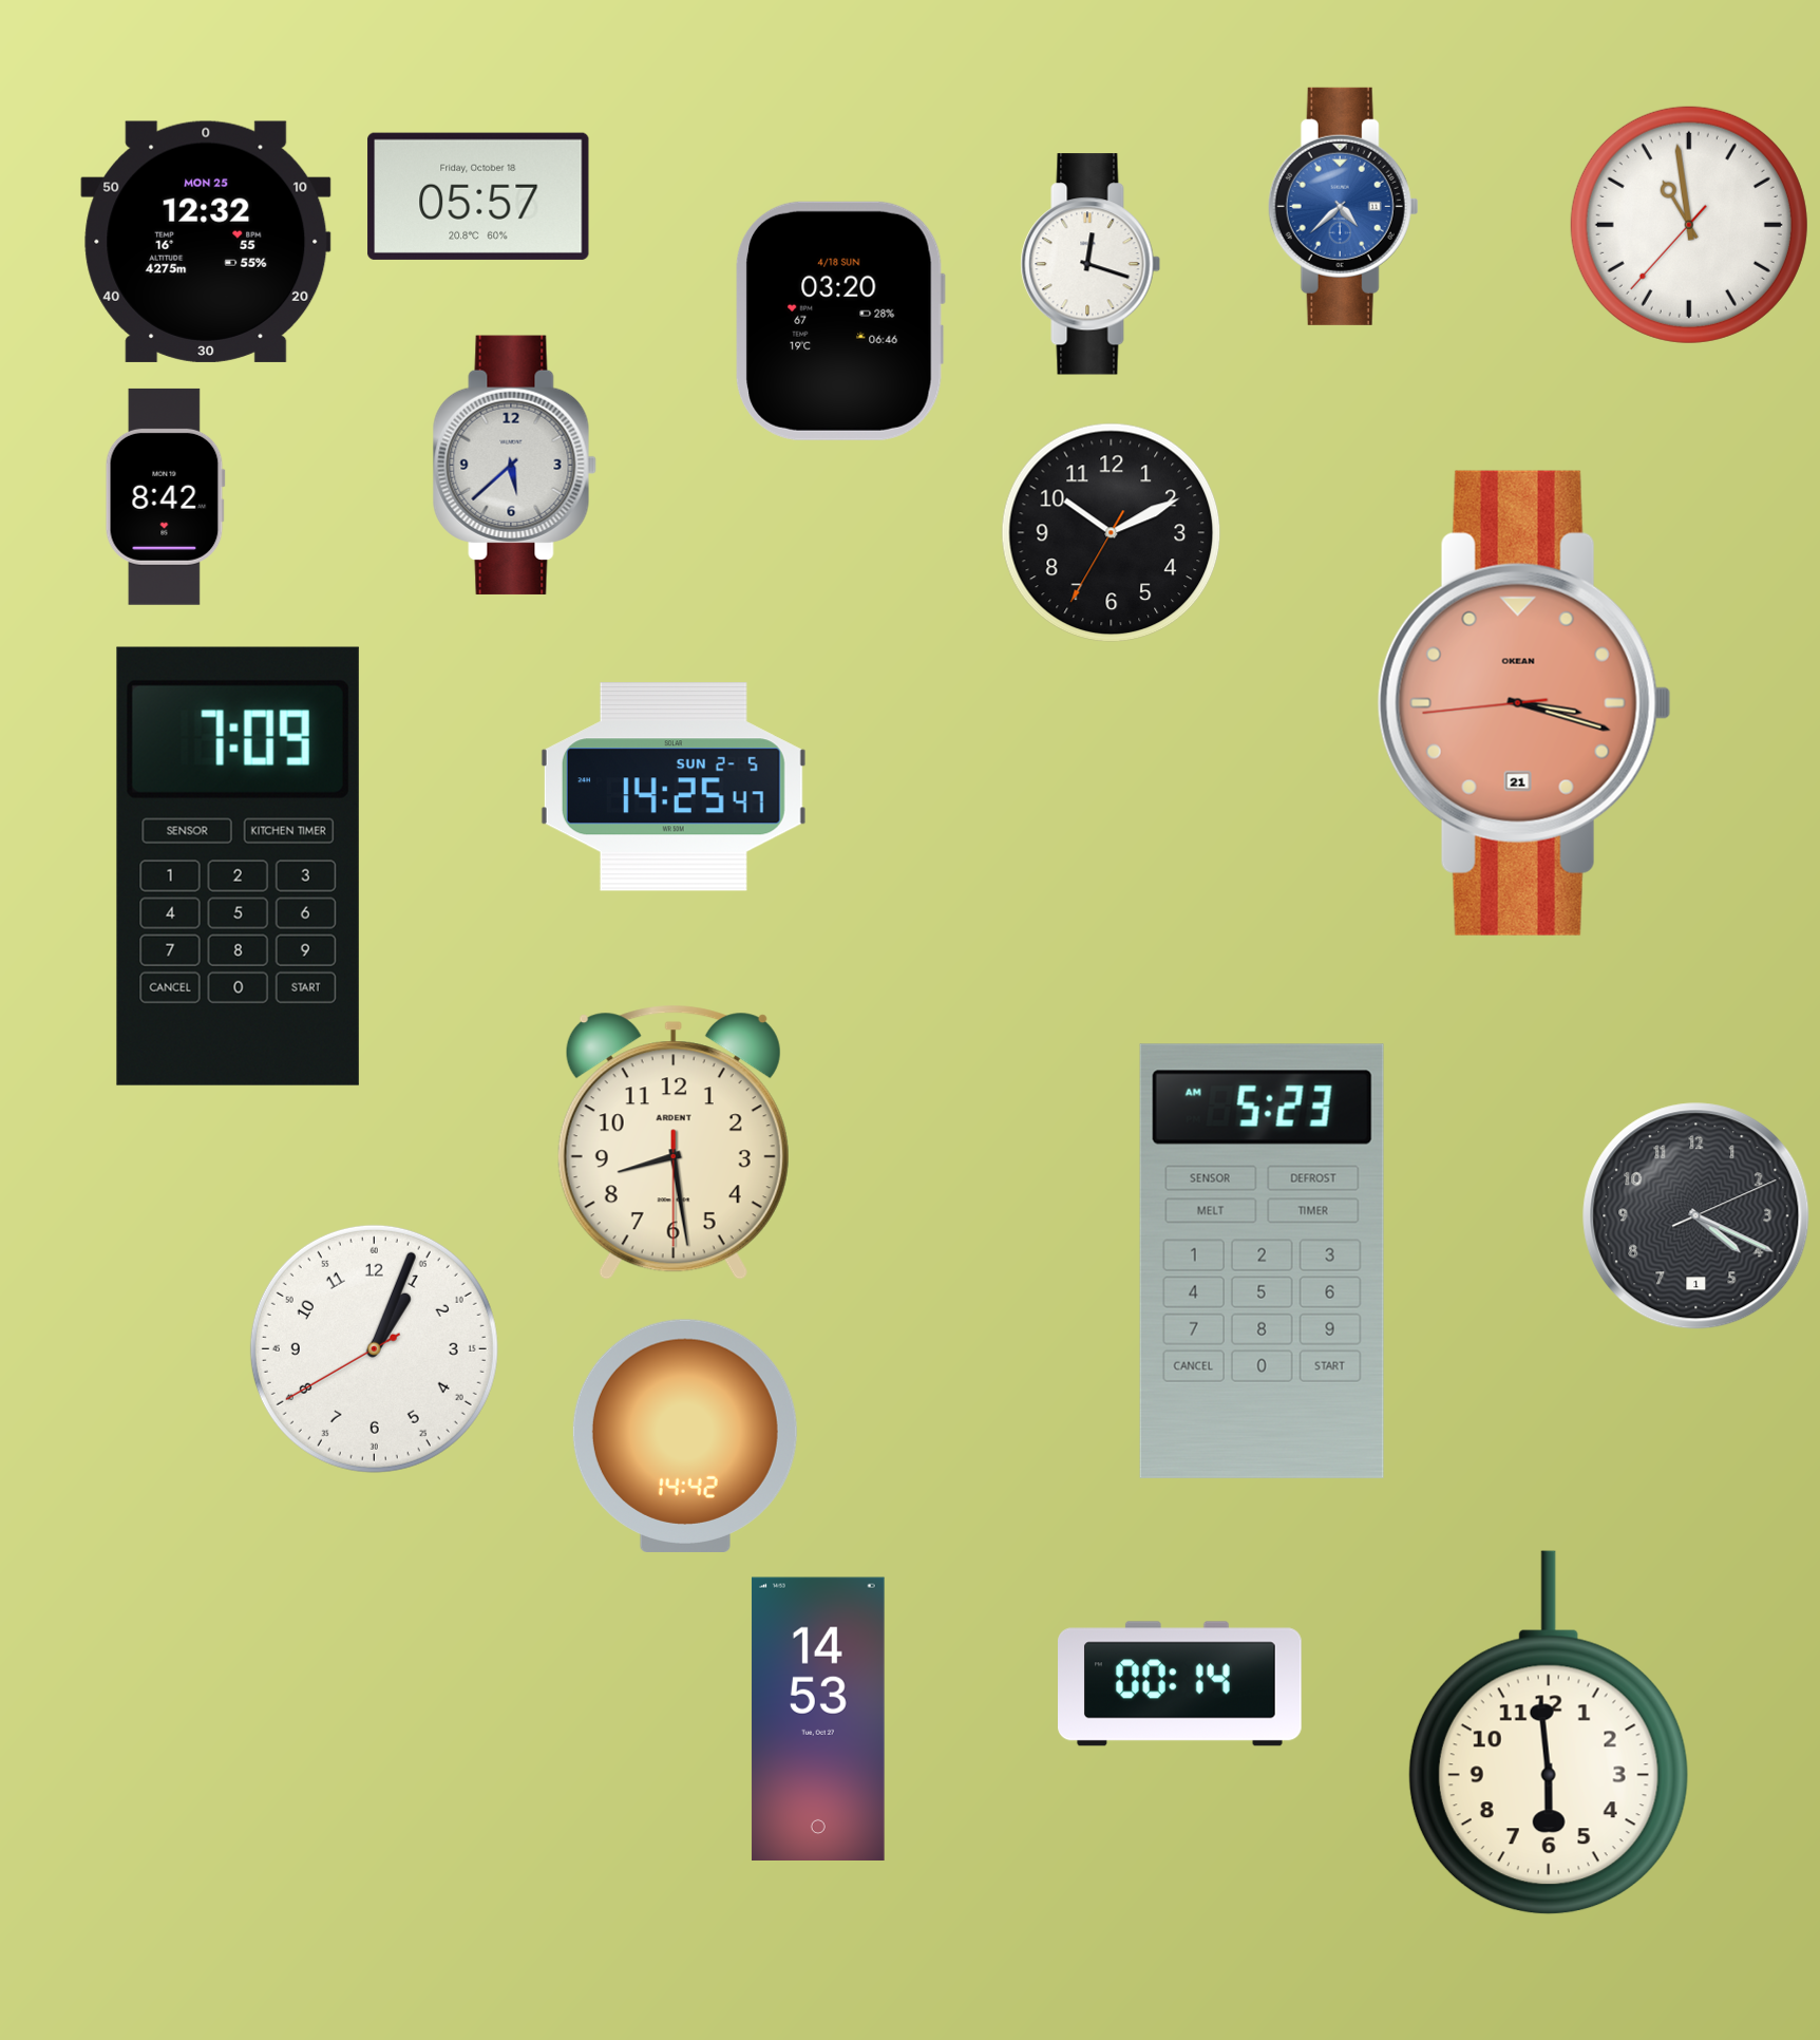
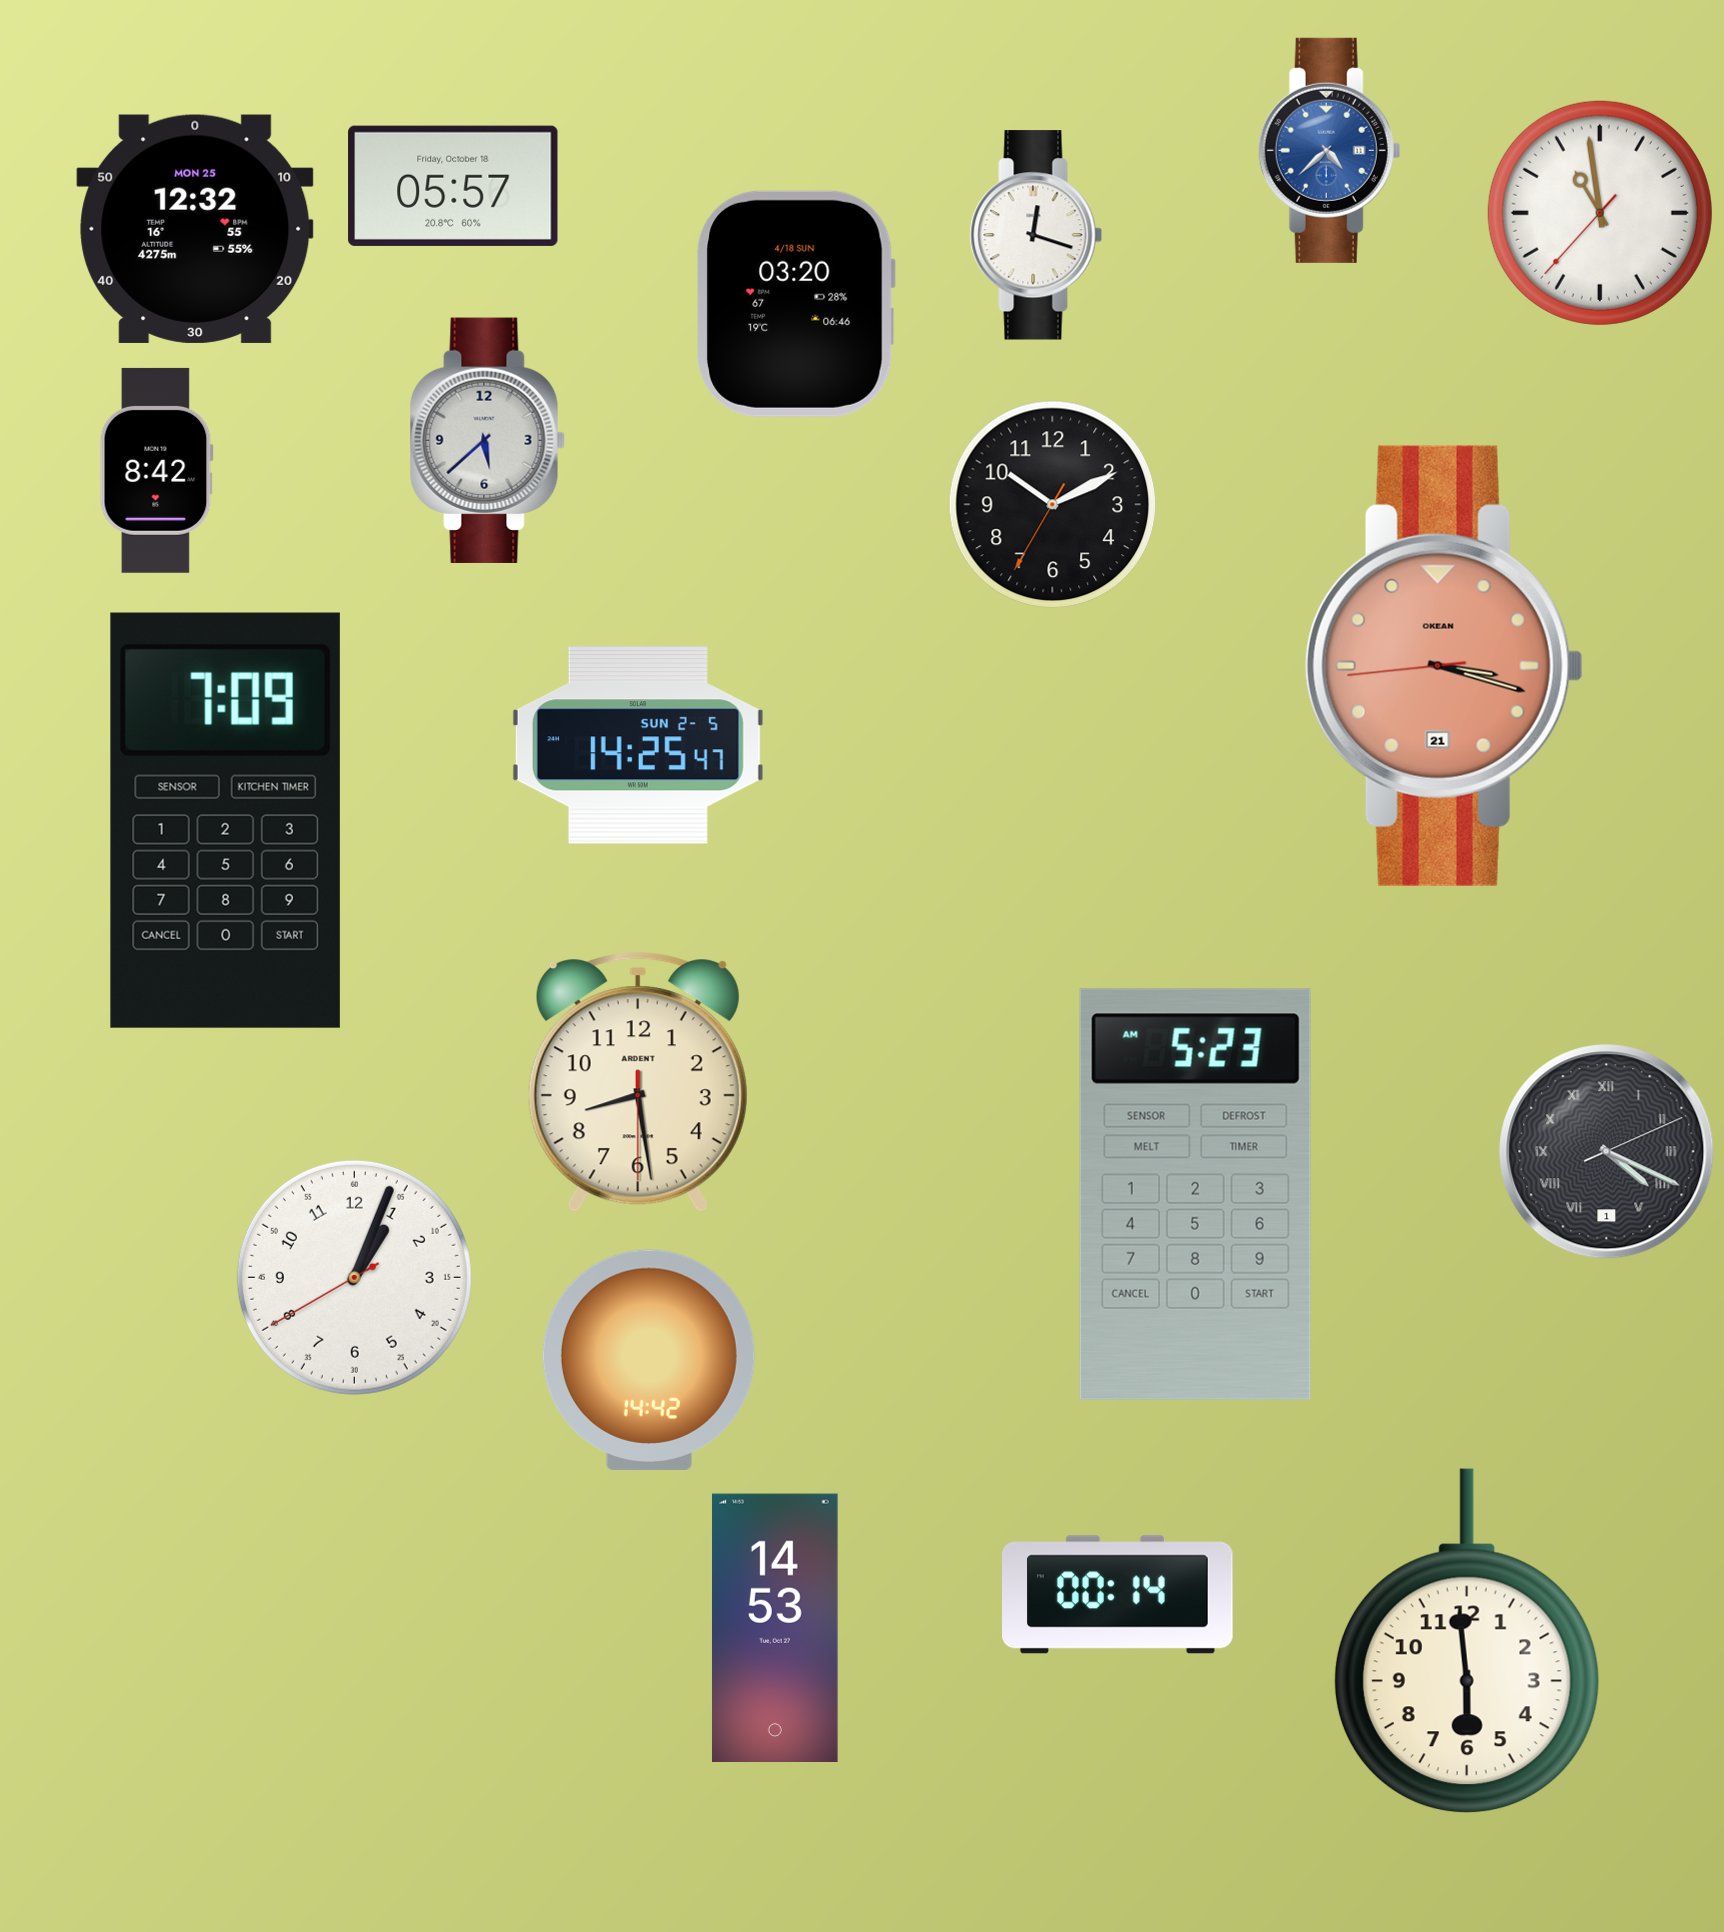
clock at (1343, 206) position: (1343, 206) -> (1329, 150)
clock at (1091, 264) position: (1091, 264) -> (1036, 235)
clock at (1696, 1216) numerals: Arabic -> Roman
